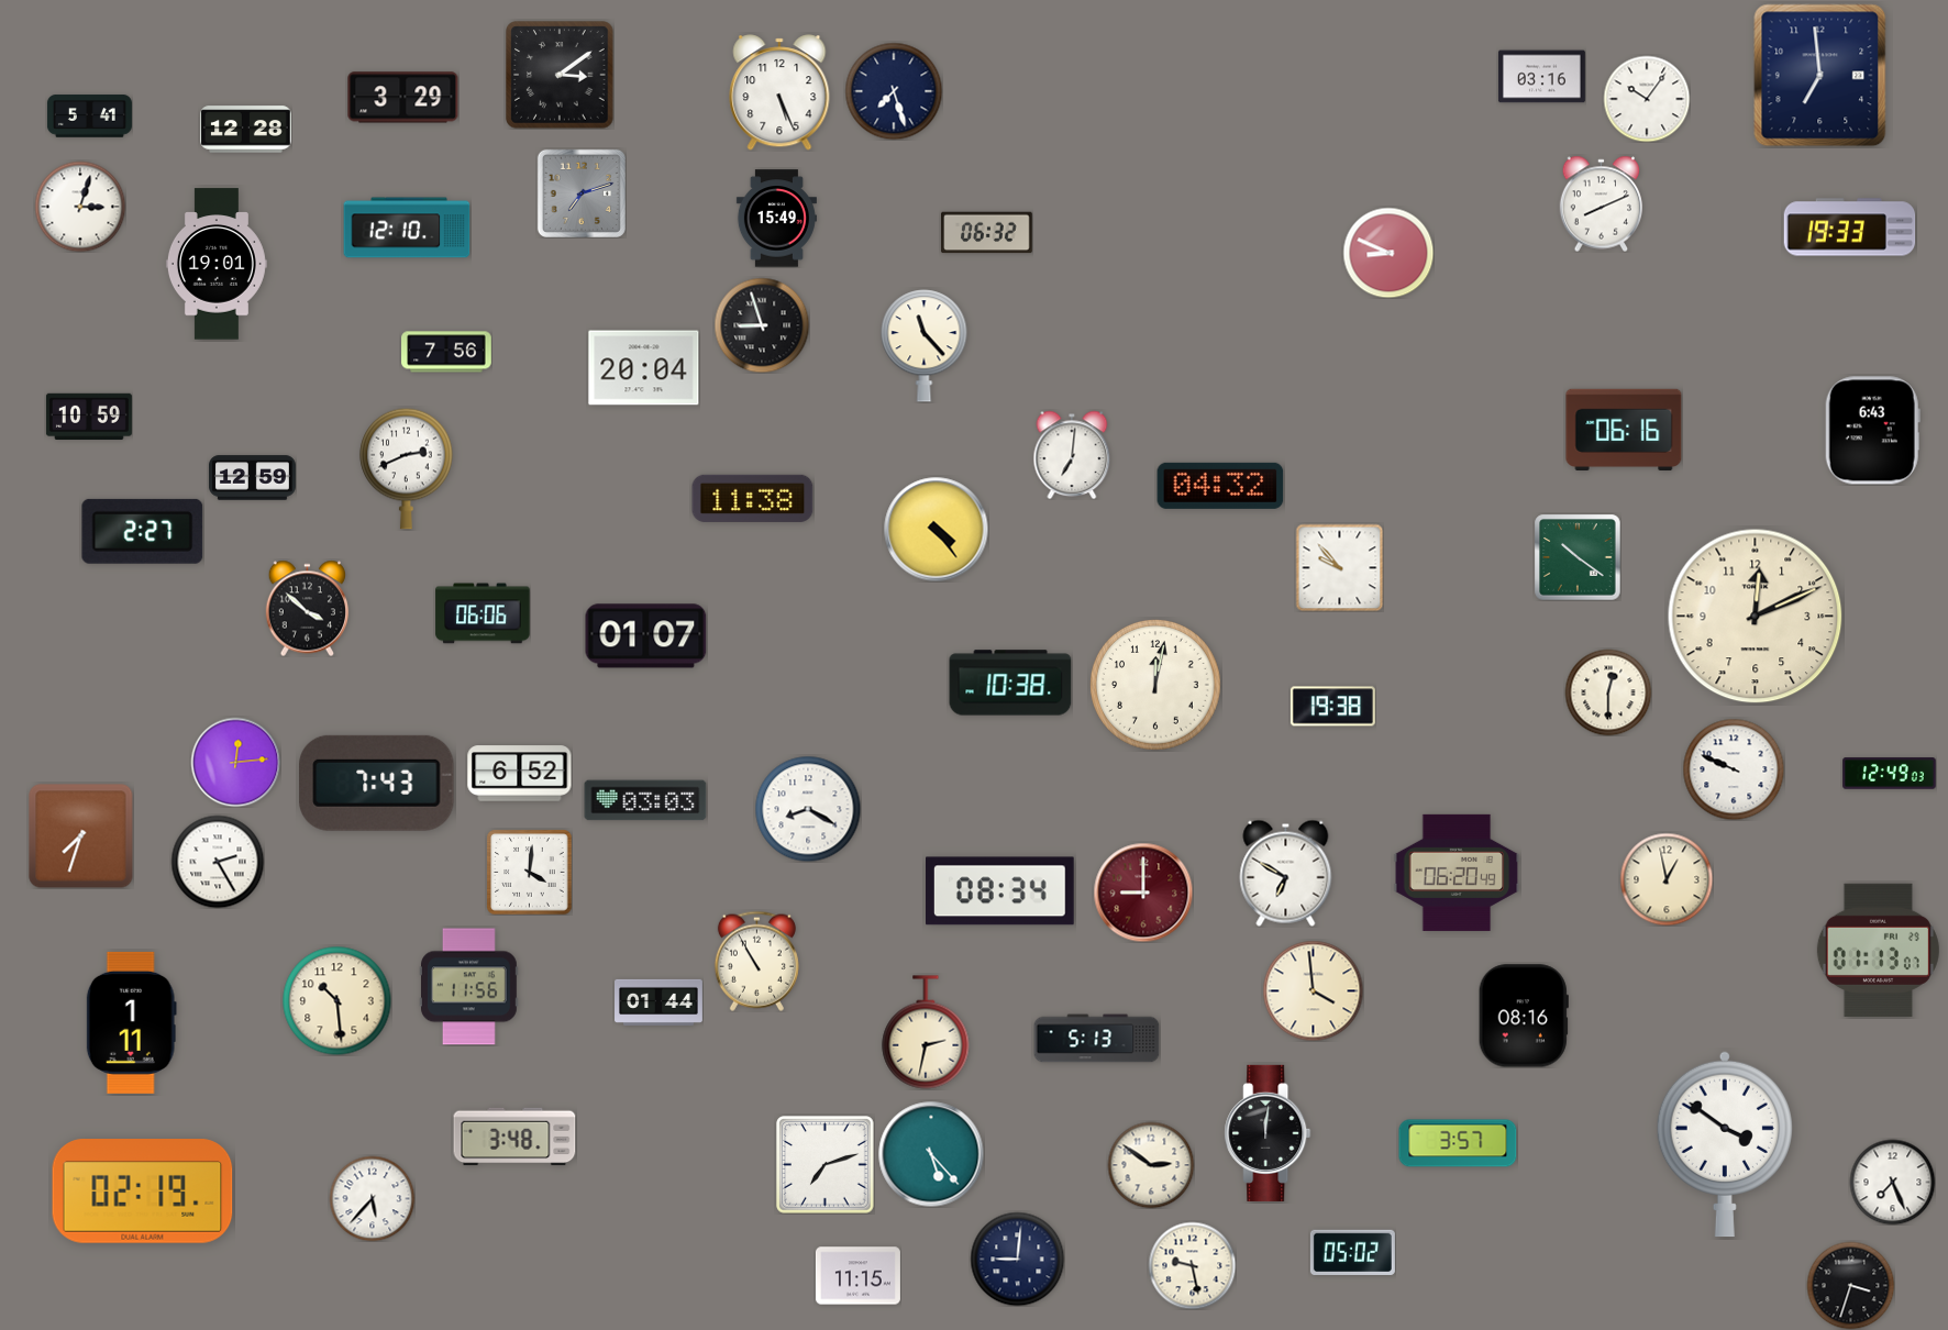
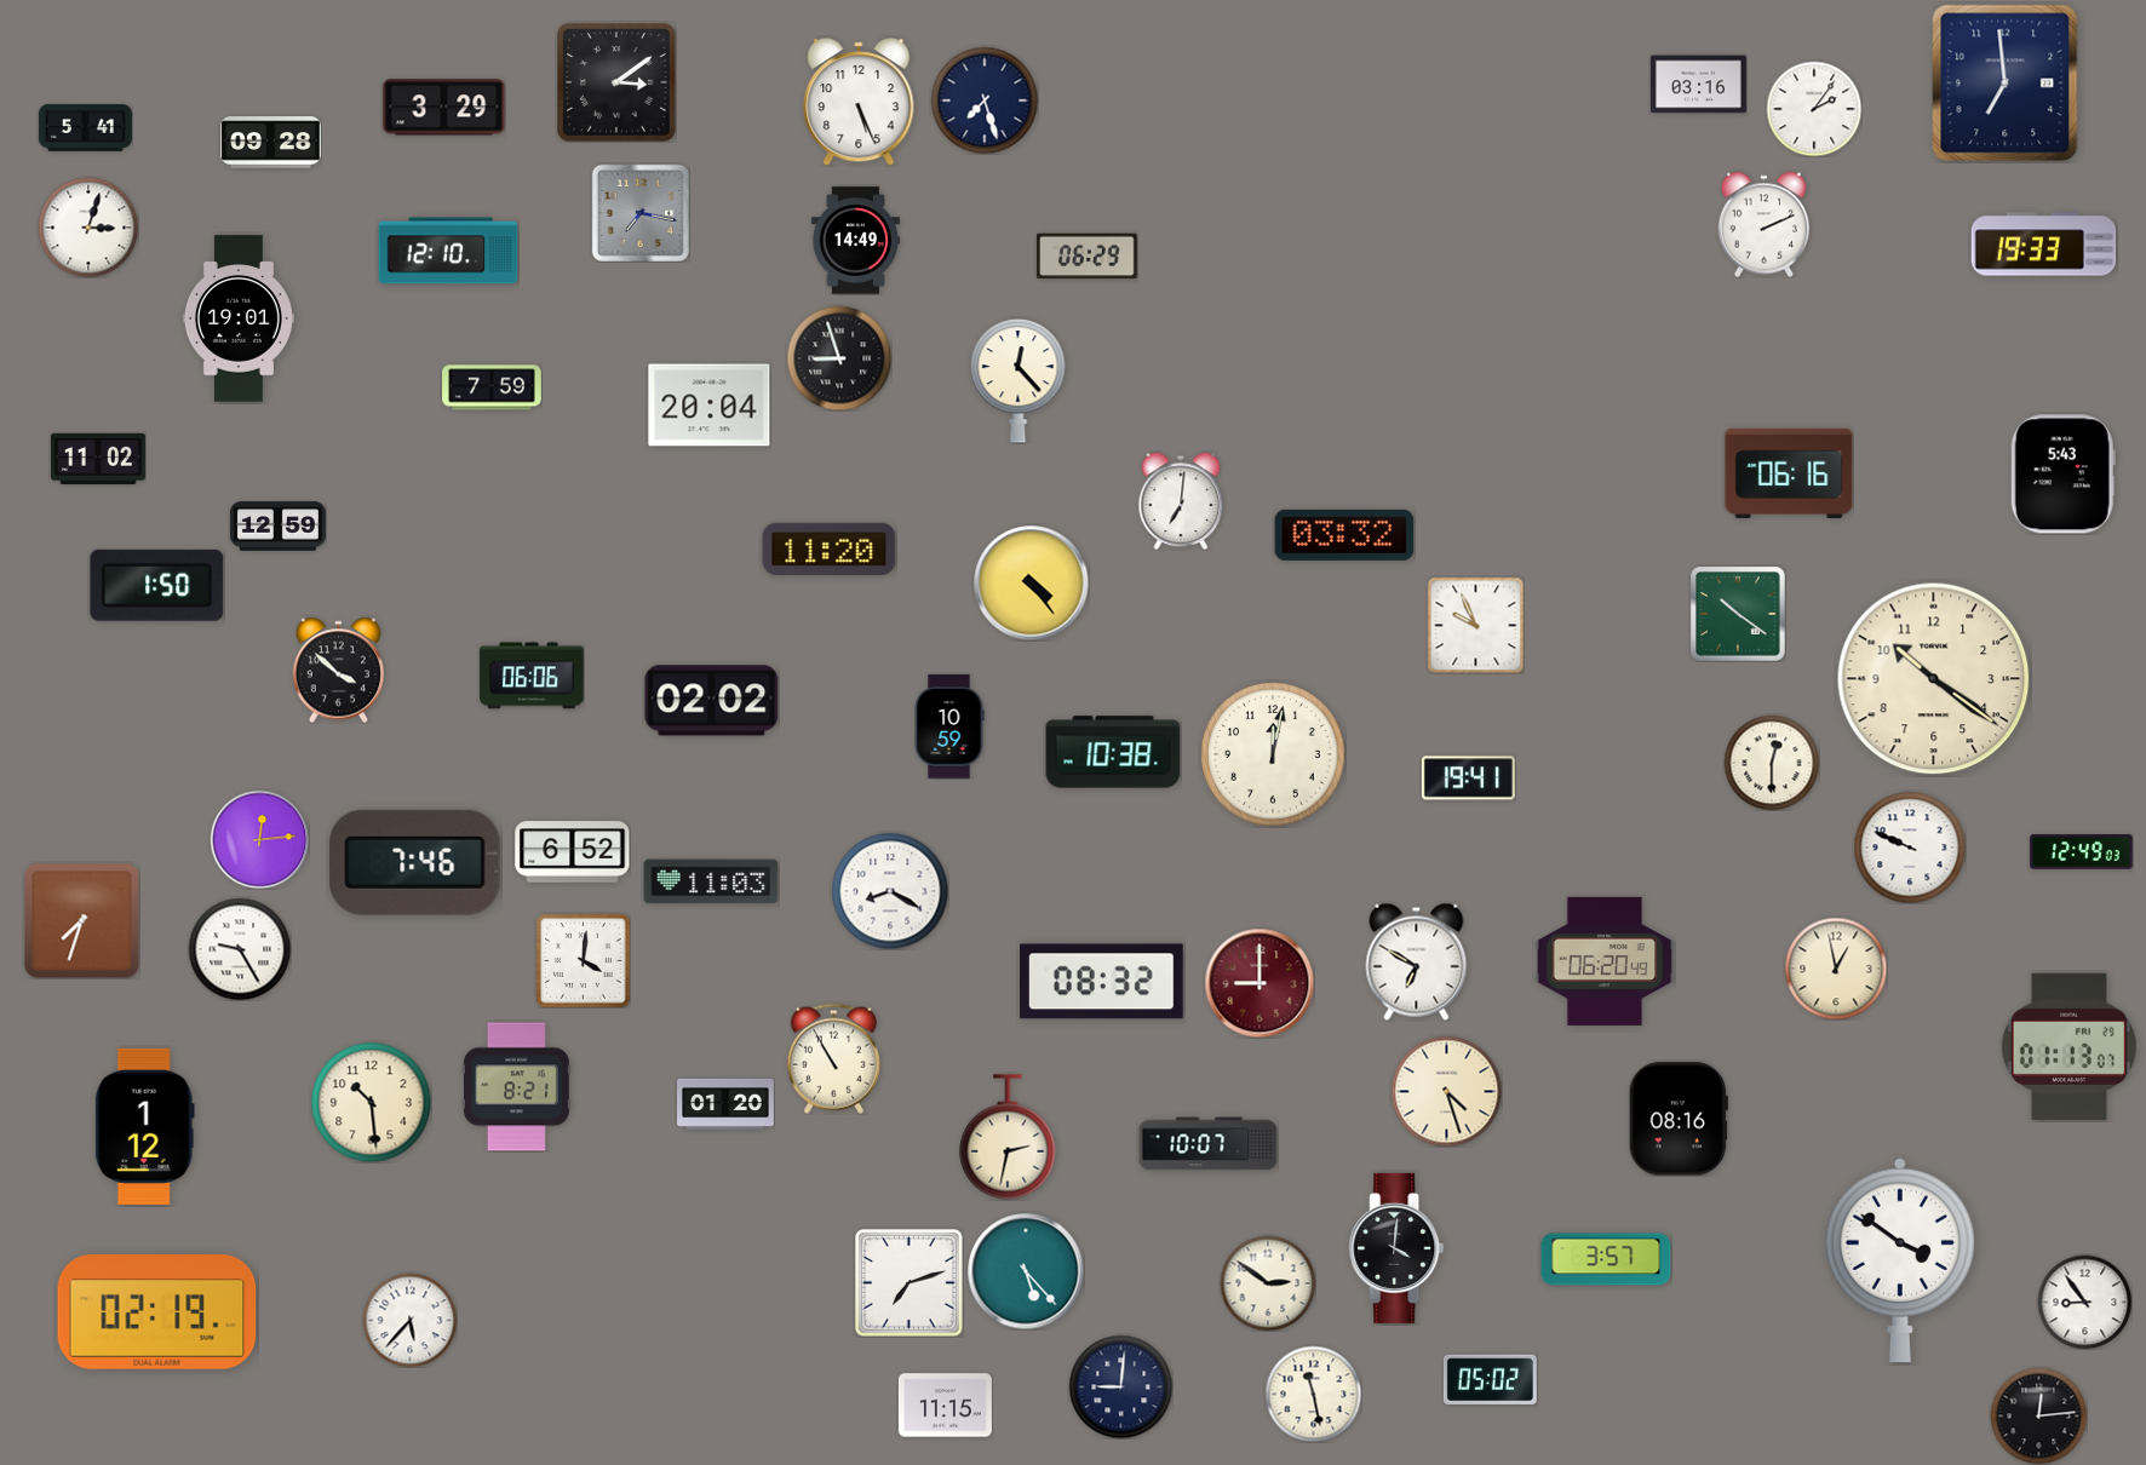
clock at (1647, 99): 10:06 -> 2:06
clock at (89, 117) position: (89, 117) -> (85, 128)
clock at (246, 130): 12:28 -> 09:28
clock at (582, 193): 7:12 -> 7:17
clock at (1602, 203): 8:11 -> 2:11
clock at (776, 219): 15:49 -> 14:49
clock at (1850, 228) position: (1850, 228) -> (2044, 245)
clock at (987, 233): 06:32 -> 06:29
clock at (1388, 253): 8:49 -> none
clock at (217, 264) position: (217, 264) -> (239, 318)
clock at (925, 346): 11:23 -> 12:23
clock at (446, 352): 7:56 -> 7:59
clock at (89, 415): 10:59 -> 11:02
clock at (1872, 431): 6:43 -> 5:43
clock at (407, 468): 2:41 -> none
clock at (1220, 486): 04:32 -> 03:32
clock at (753, 498): 11:38 -> 11:20
clock at (143, 531): 2:27 -> 1:50
clock at (1339, 567): 9:53 -> 9:56
clock at (1756, 617): 12:11 -> 10:21
clock at (646, 636): 01:07 -> 02:02
clock at (949, 726): none -> 10:59
clock at (1332, 707): 19:38 -> 19:41
clock at (377, 783): 7:43 -> 7:46
clock at (645, 800): 03:03 -> 11:03
clock at (81, 836) position: (81, 836) -> (82, 921)
clock at (218, 862): 2:25 -> 9:25
clock at (1000, 891): 08:34 -> 08:32
clock at (468, 987): 11:56 -> 8:21
clock at (1313, 990): 3:59 -> 4:27
clock at (660, 1002): 01:44 -> 01:20
clock at (131, 1022): 1:11 -> 1:12
clock at (926, 1032) position: (926, 1032) -> (1008, 1137)
clock at (1097, 1039): 5:13 -> 10:07
clock at (1268, 1133): 12:01 -> 4:01
clock at (514, 1137): 3:48 -> none
clock at (1892, 1182): 7:26 -> 8:54
clock at (1192, 1265): 9:28 -> 11:28
clock at (1850, 1285): 3:33 -> 12:14
